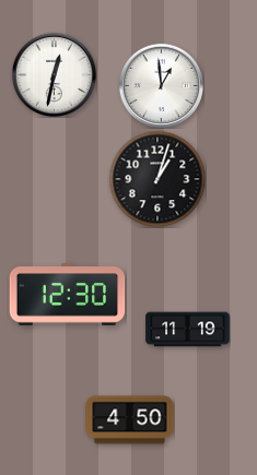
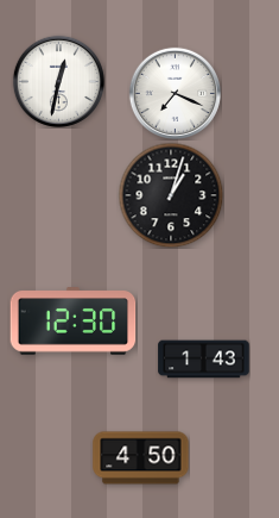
clock at (161, 85): 12:59 -> 7:19
clock at (188, 330): 11:19 -> 1:43
